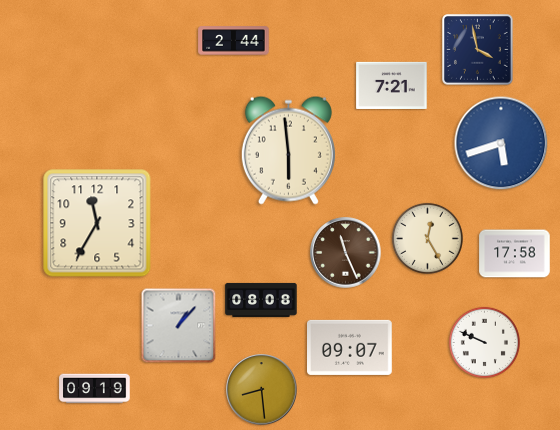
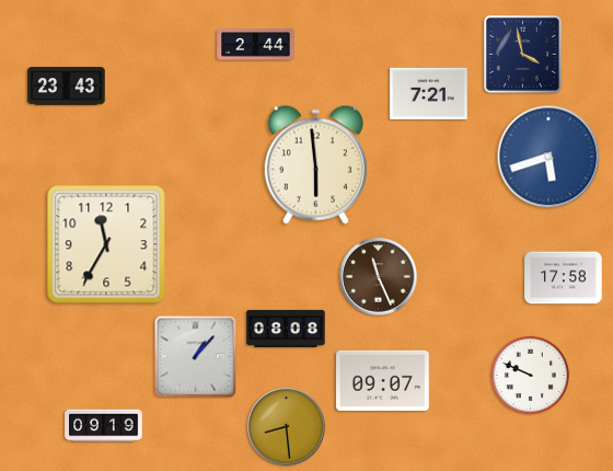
clock at (67, 87): none -> 23:43
clock at (427, 238): 12:25 -> none
